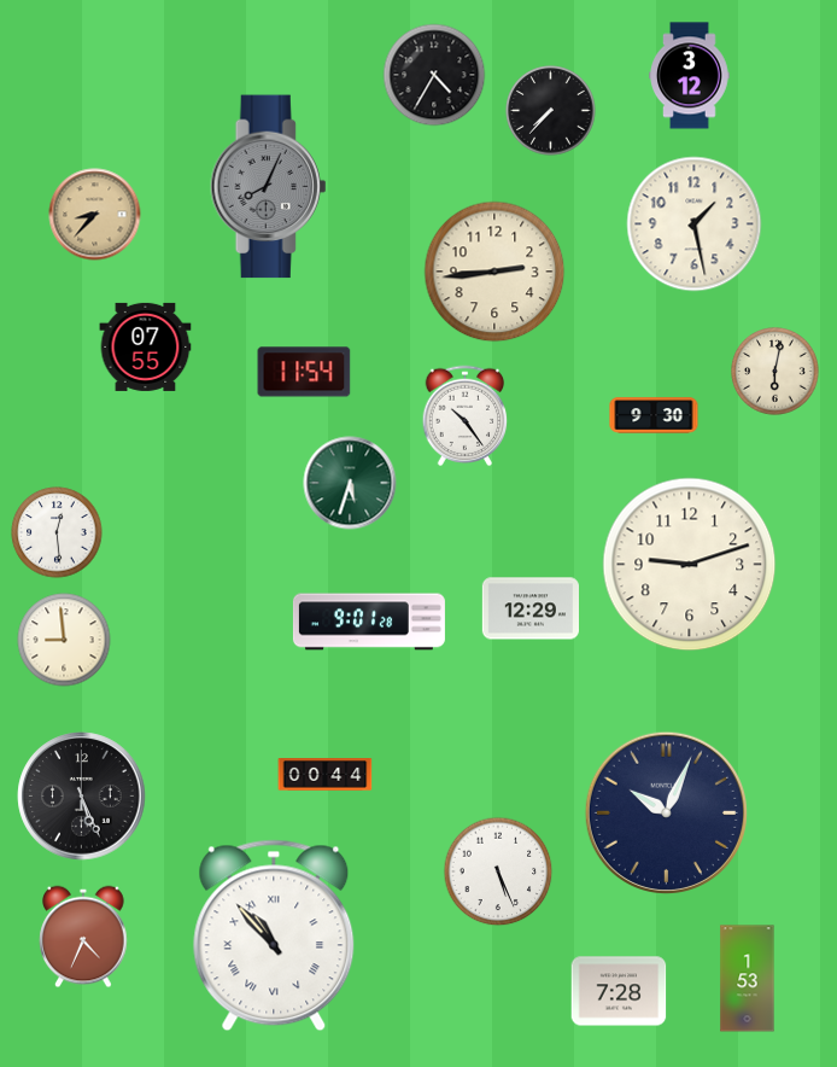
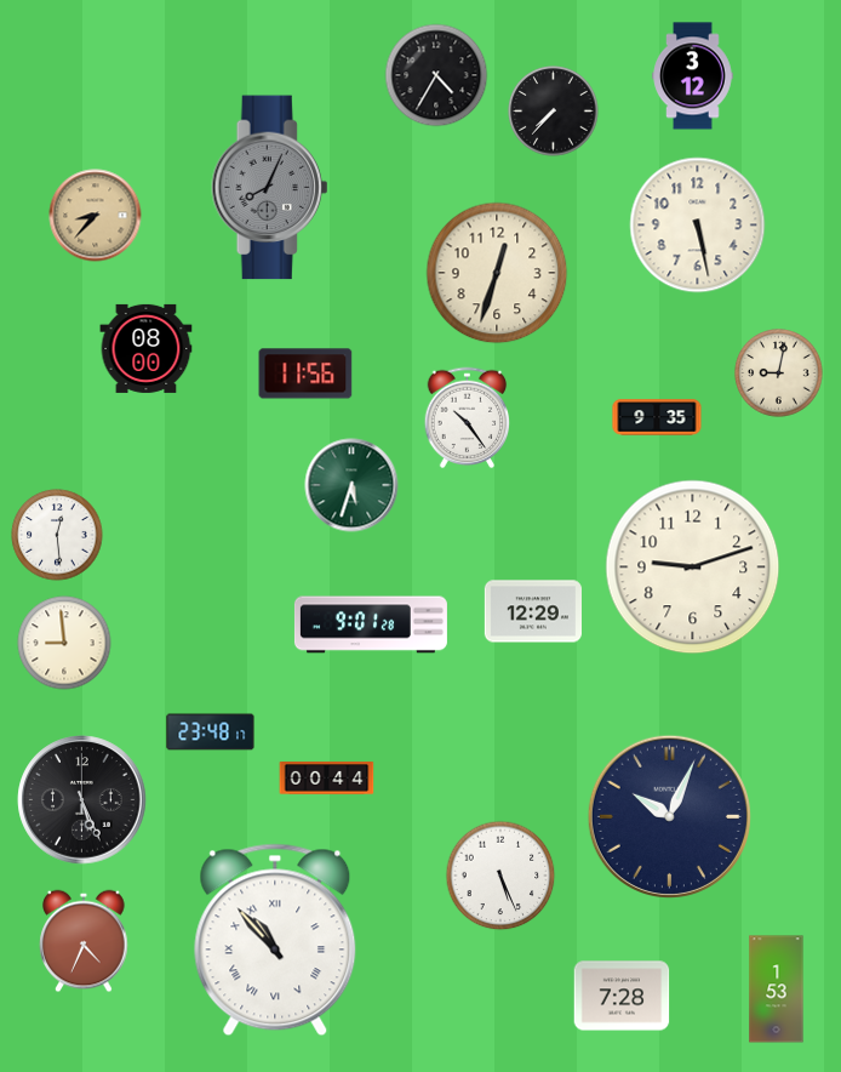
clock at (695, 225): 1:28 -> 5:28
clock at (494, 272): 2:44 -> 12:33
clock at (146, 346): 07:55 -> 08:00
clock at (304, 372): 11:54 -> 11:56
clock at (775, 372): 6:02 -> 9:02
clock at (654, 415): 9:30 -> 9:35
clock at (211, 732): none -> 23:48
clock at (748, 979) position: (748, 979) -> (777, 990)
